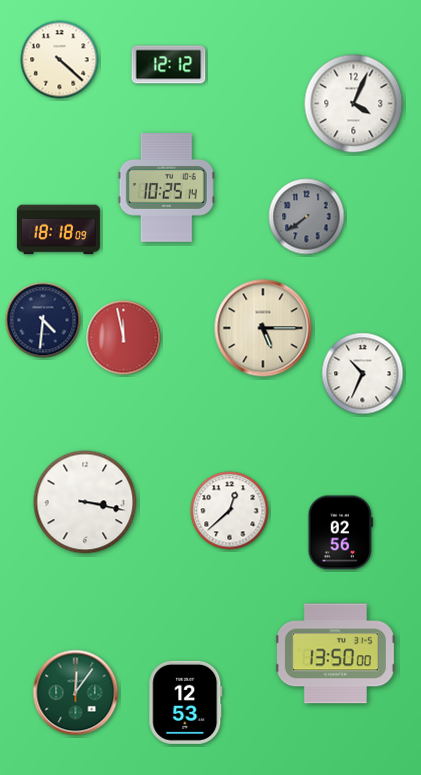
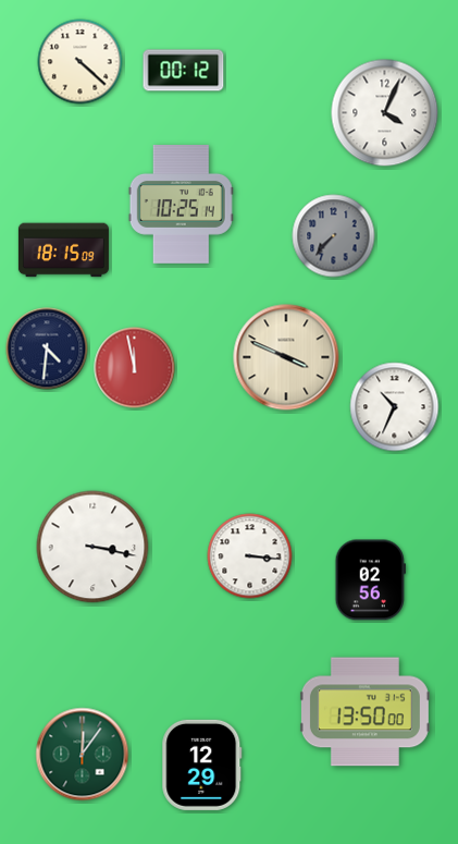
clock at (60, 60) position: (60, 60) -> (81, 62)
clock at (169, 65): 12:12 -> 00:12
clock at (307, 217): 7:39 -> 7:37
clock at (58, 230): 18:18 -> 18:15
clock at (263, 328): 5:15 -> 3:49
clock at (230, 511): 12:38 -> 3:16
clock at (186, 702): 12:53 -> 12:29
